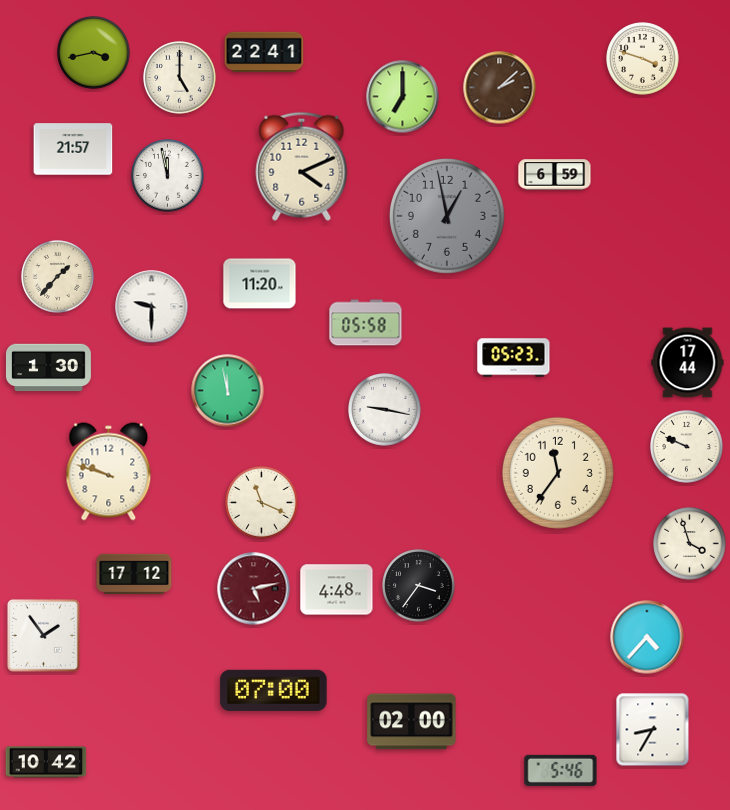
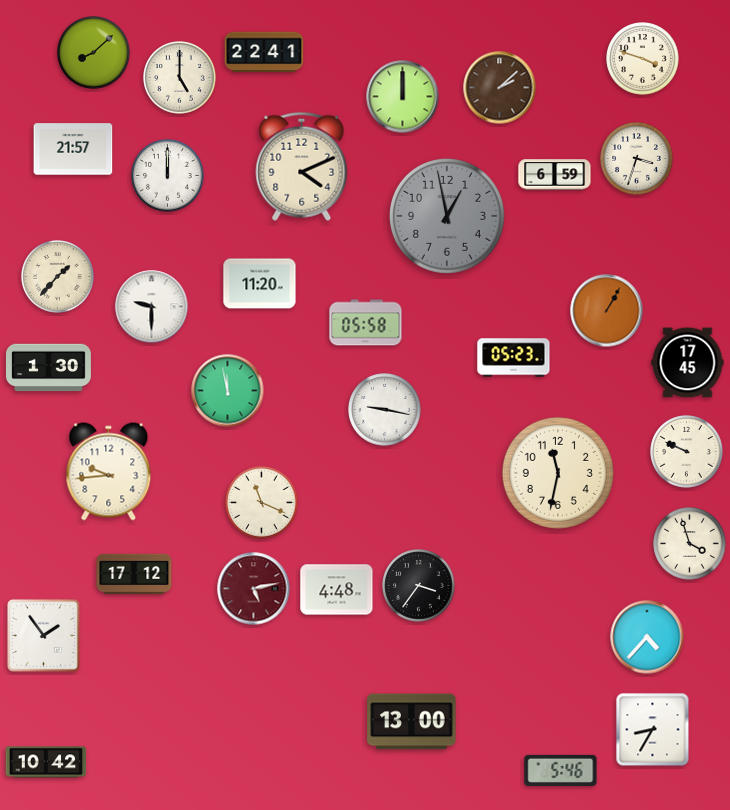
clock at (94, 53): 3:43 -> 8:08
clock at (403, 97): 7:00 -> 12:00
clock at (637, 159): none -> 3:33
clock at (168, 176): 11:58 -> 12:00
clock at (607, 311): none -> 1:05
clock at (688, 363): 17:44 -> 17:45
clock at (687, 447) position: (687, 447) -> (687, 452)
clock at (109, 472): 9:48 -> 9:44
clock at (558, 473): 11:36 -> 11:32
clock at (274, 690): 07:00 -> none
clock at (412, 722): 02:00 -> 13:00
